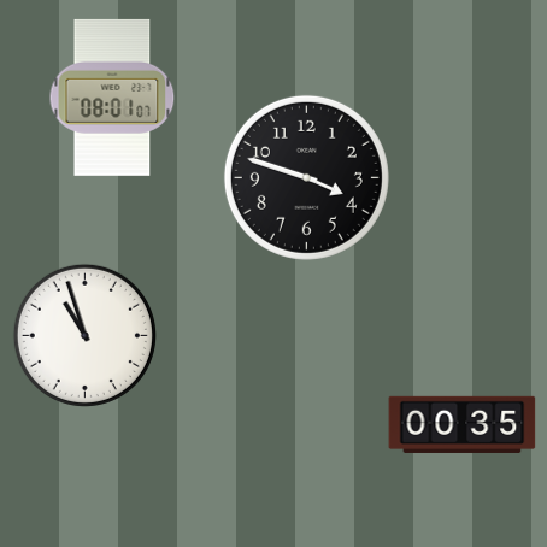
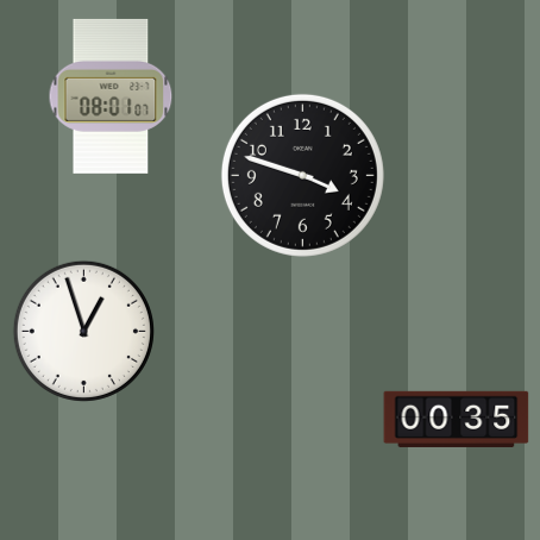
clock at (84, 335): 10:57 -> 12:57
